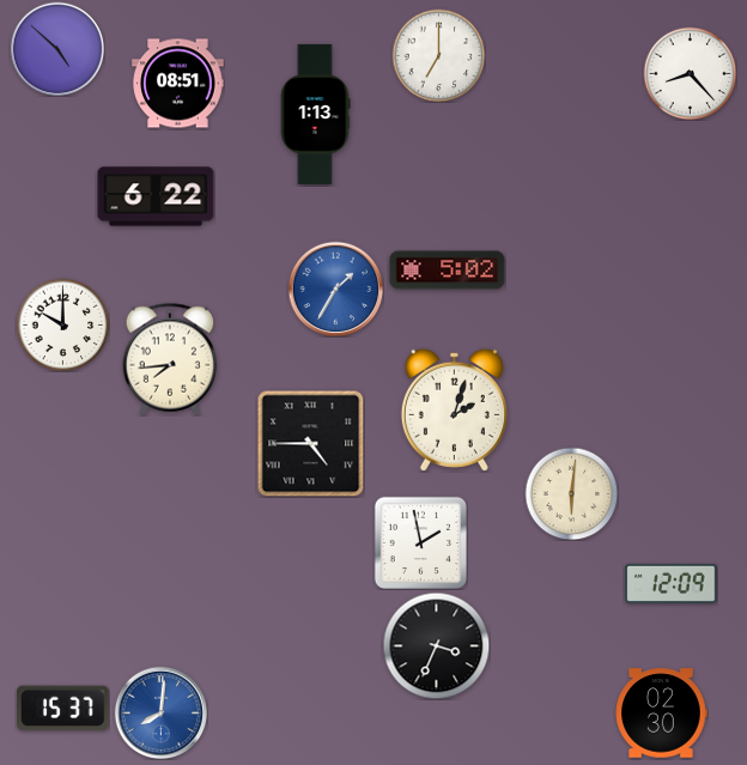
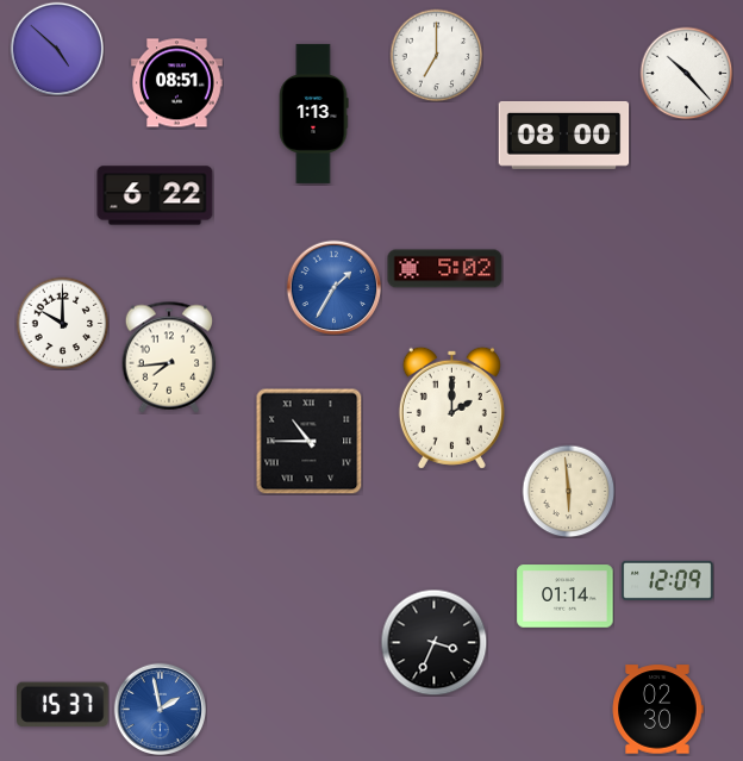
clock at (690, 73): 8:23 -> 10:23
clock at (564, 135): none -> 08:00
clock at (454, 409): 2:03 -> 2:00
clock at (310, 443): 4:45 -> 10:45
clock at (571, 493): 6:01 -> 5:59
clock at (420, 542): 1:58 -> none
clock at (566, 597): none -> 01:14
clock at (160, 712): 8:01 -> 1:58
